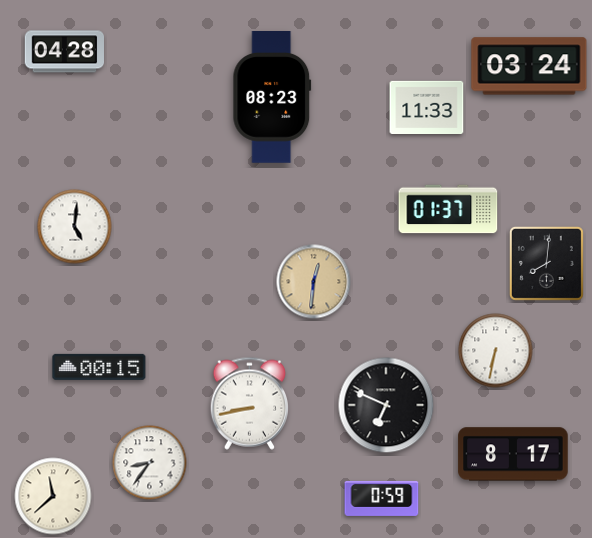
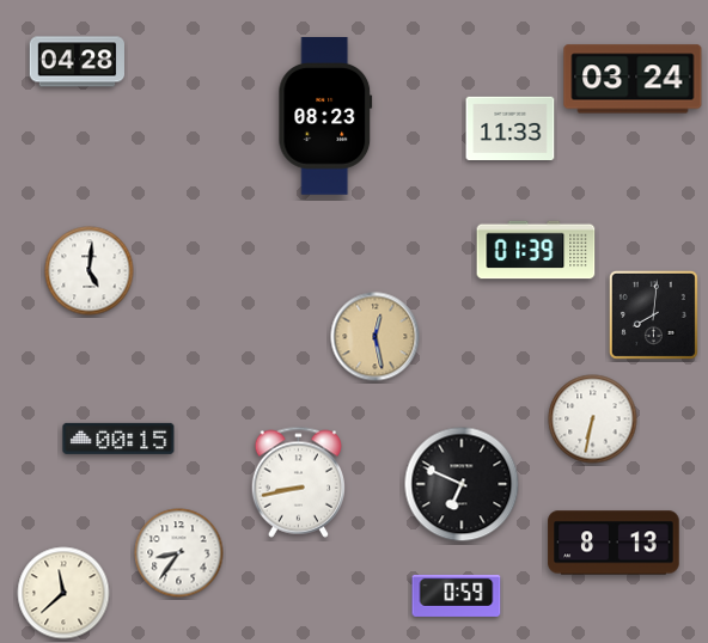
clock at (448, 209): 01:37 -> 01:39
clock at (314, 282): 12:31 -> 12:28
clock at (513, 454): 8:17 -> 8:13
